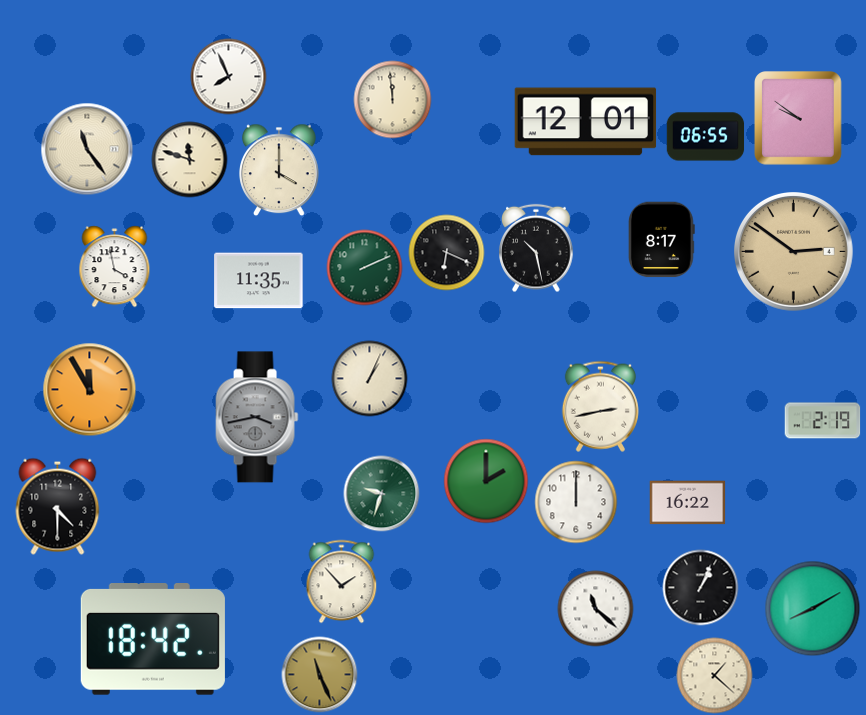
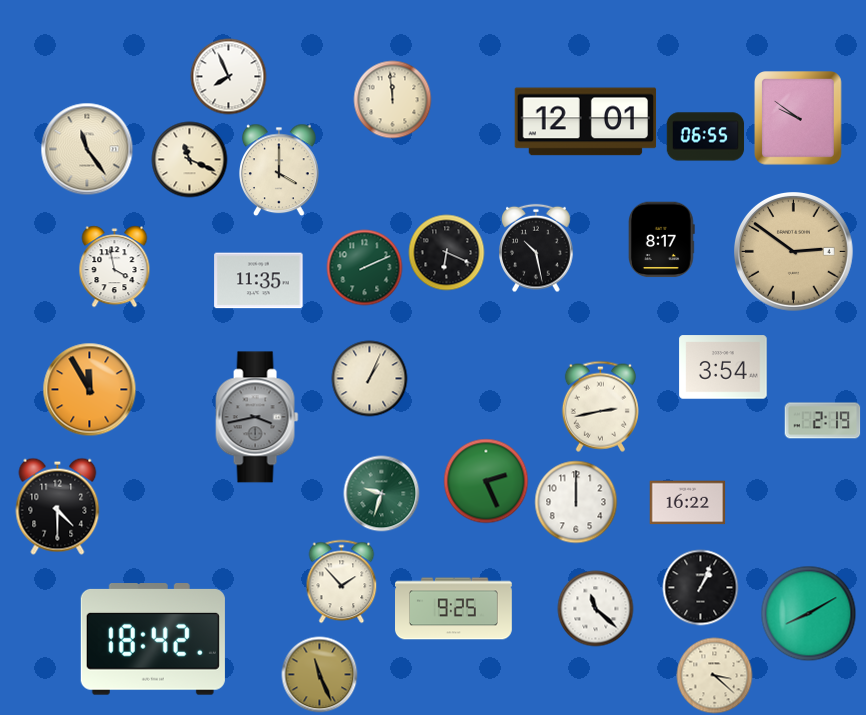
clock at (190, 160): 11:48 -> 11:19
clock at (723, 367): none -> 3:54
clock at (486, 481): 2:00 -> 2:26
clock at (454, 609): none -> 9:25
clock at (813, 609) position: (813, 609) -> (809, 614)
clock at (715, 676): 1:22 -> 3:22
